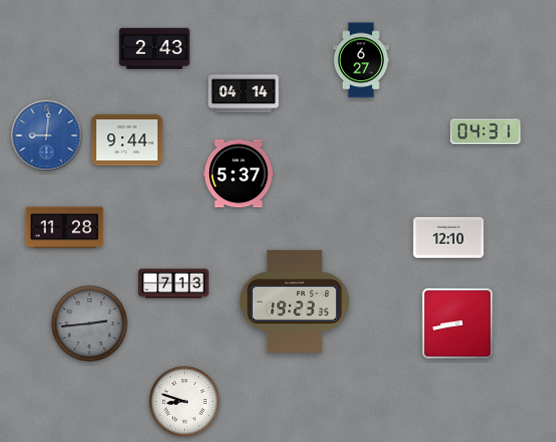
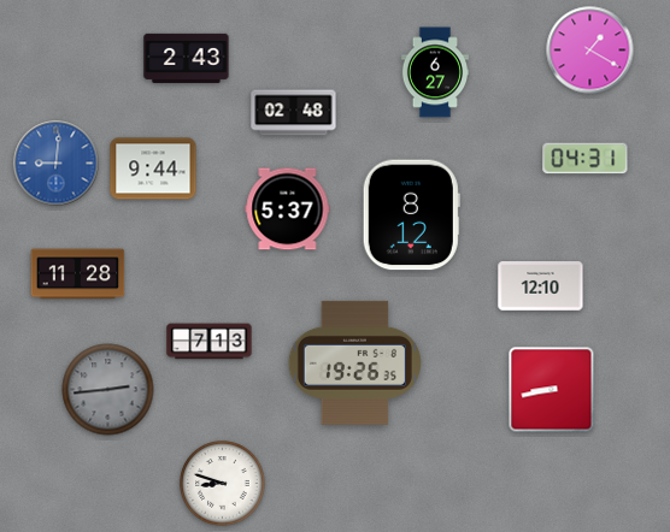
clock at (590, 51): none -> 1:20
clock at (244, 94): 04:14 -> 02:48
clock at (411, 215): none -> 8:12
clock at (294, 301): 19:23 -> 19:26
